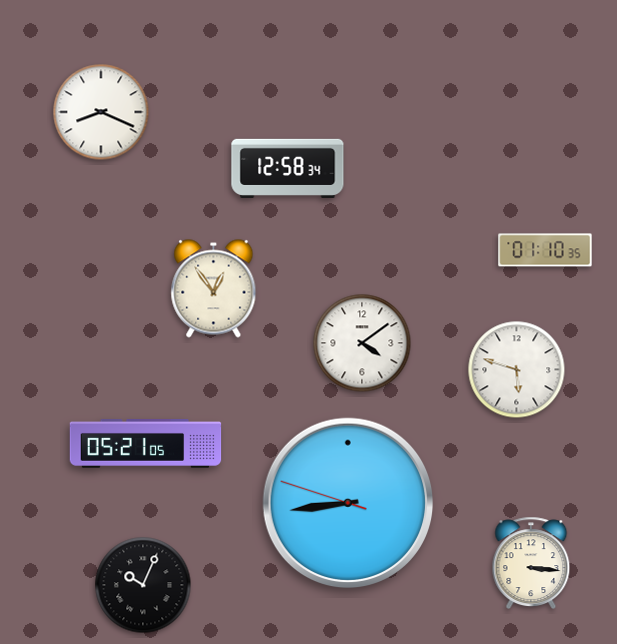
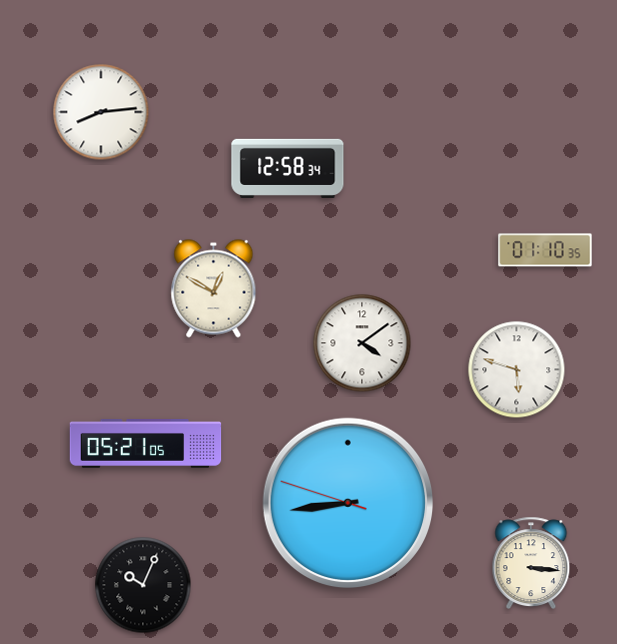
clock at (101, 112): 8:19 -> 8:14
clock at (214, 289): 12:54 -> 12:50
